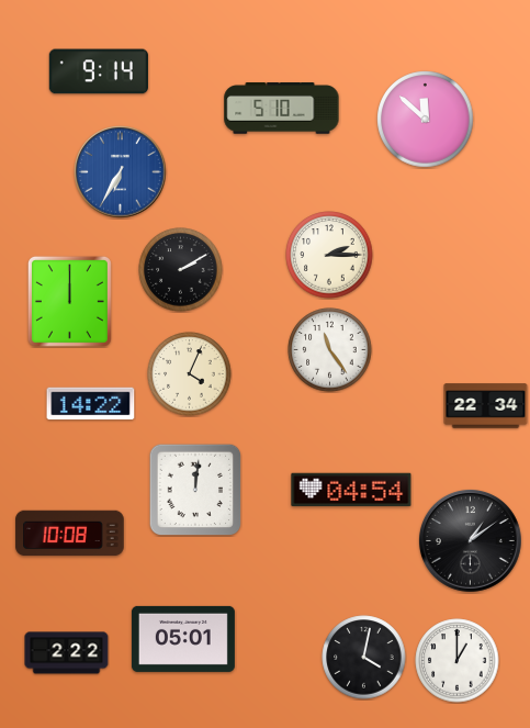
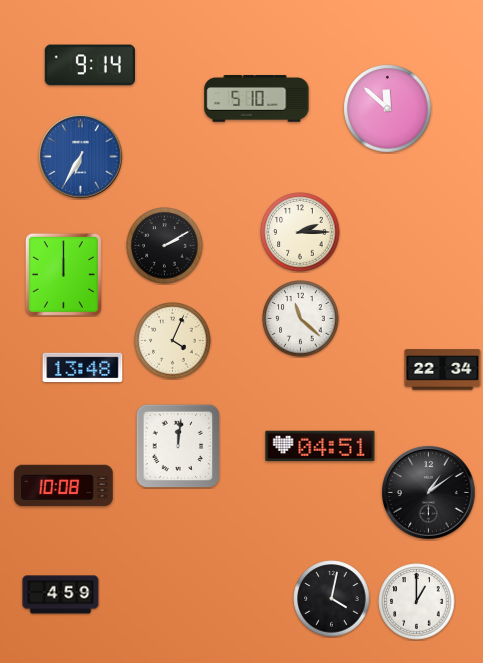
clock at (121, 172) position: (121, 172) -> (81, 157)
clock at (330, 350): 11:24 -> 11:22
clock at (91, 404): 14:22 -> 13:48
clock at (351, 490): 04:54 -> 04:51
clock at (183, 639): 05:01 -> none
clock at (67, 653): 2:22 -> 4:59
